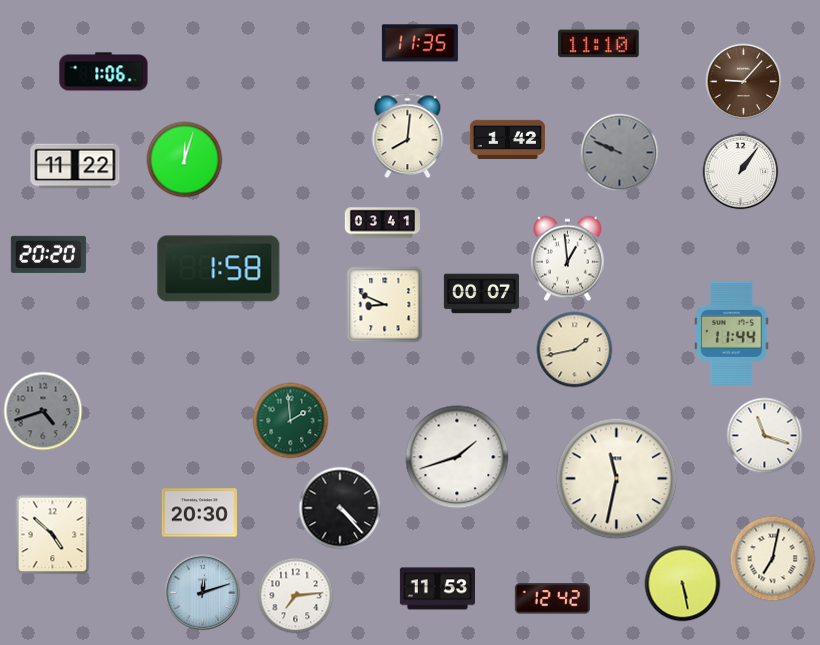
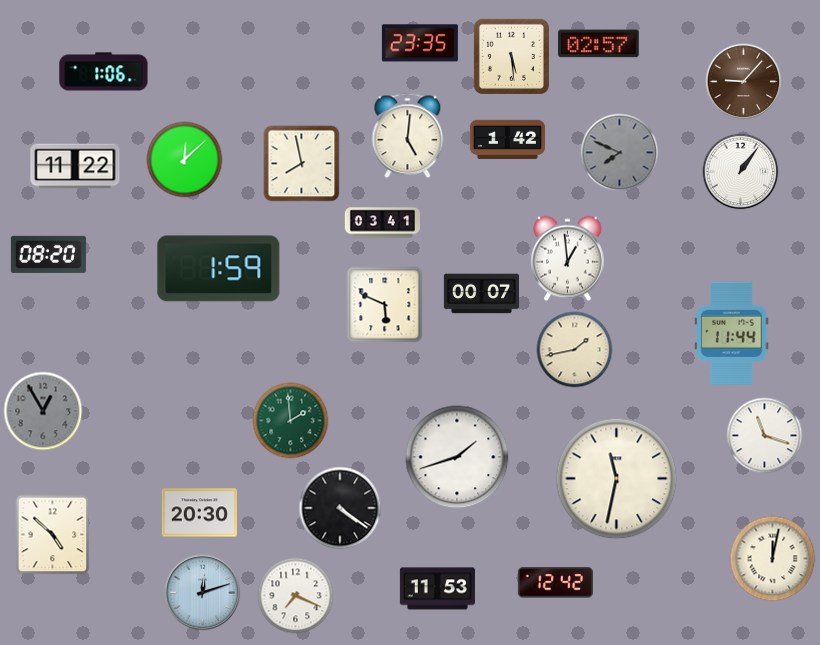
clock at (420, 43): 11:35 -> 23:35
clock at (599, 44): 11:10 -> 02:57
clock at (511, 56): none -> 5:29
clock at (408, 136): 8:01 -> 5:01
clock at (620, 153): 9:49 -> 7:49
clock at (185, 160): 12:03 -> 12:08
clock at (302, 164): none -> 7:58
clock at (48, 254): 20:20 -> 08:20
clock at (219, 269): 1:58 -> 1:59
clock at (385, 305): 8:49 -> 5:49
clock at (43, 411): 4:42 -> 12:55
clock at (340, 508): 4:23 -> 4:21
clock at (773, 559): 7:02 -> 12:02
clock at (683, 584): 5:28 -> none
clock at (296, 596): 7:14 -> 7:19
clock at (552, 599) position: (552, 599) -> (555, 583)
